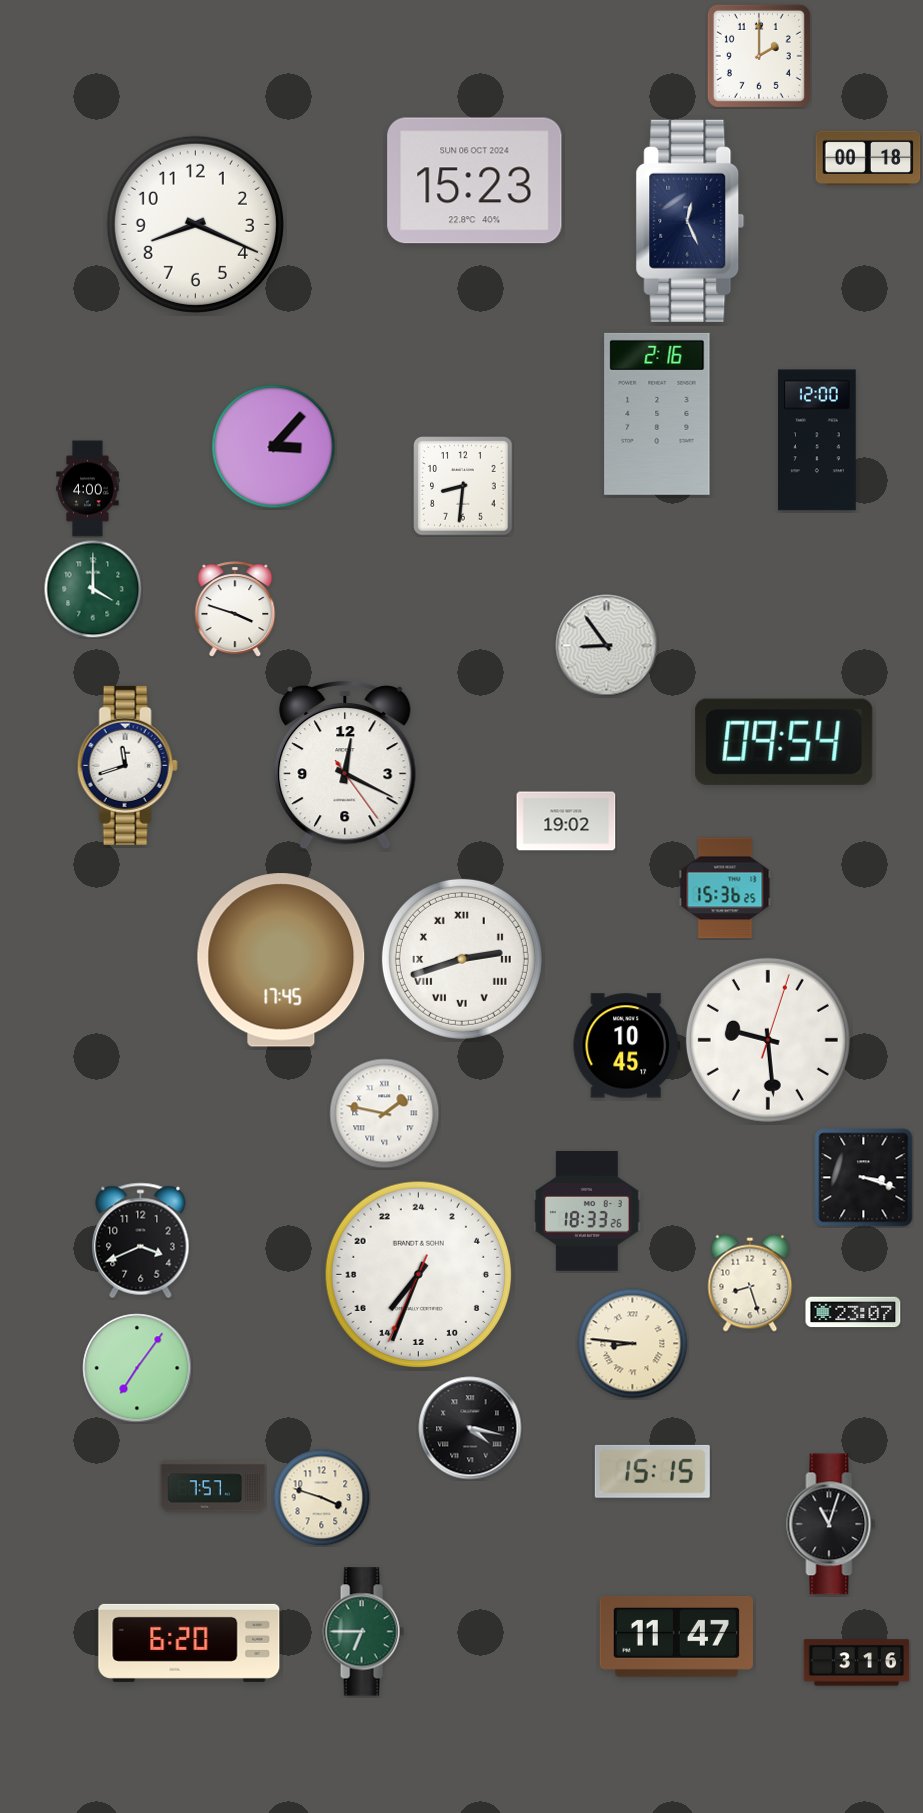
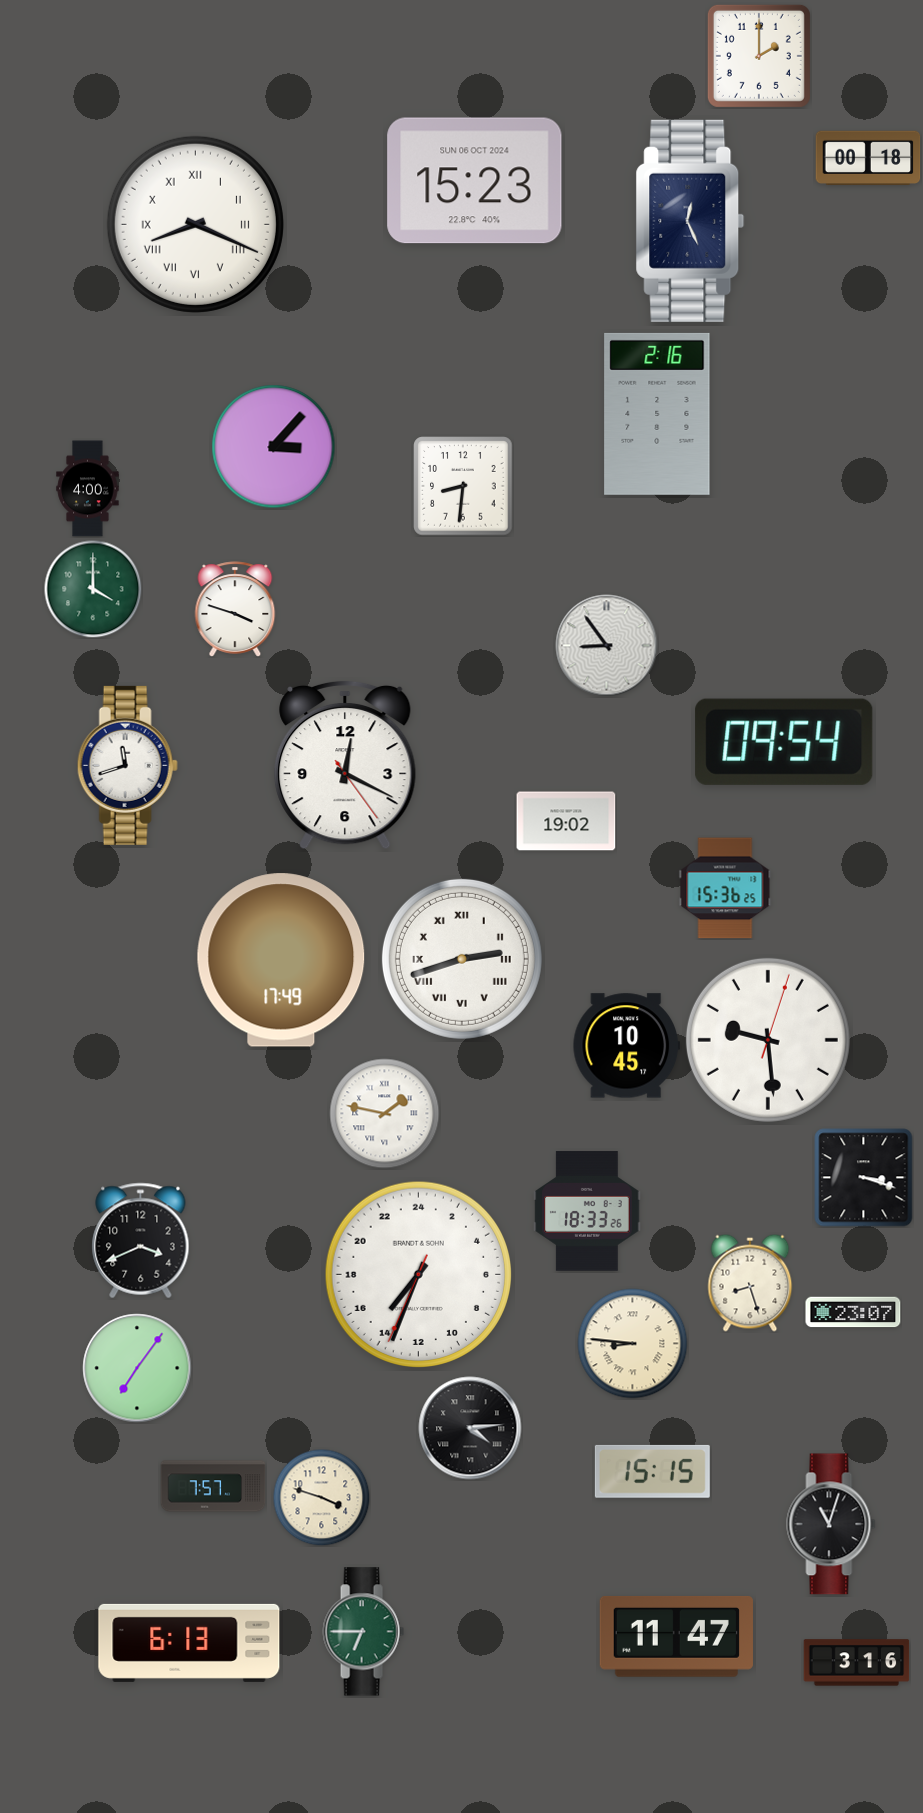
clock at (195, 224) numerals: Arabic -> Roman
clock at (818, 440): 12:00 -> none
clock at (281, 960): 17:45 -> 17:49
clock at (470, 1428): 4:17 -> 4:14
clock at (189, 1643): 6:20 -> 6:13
